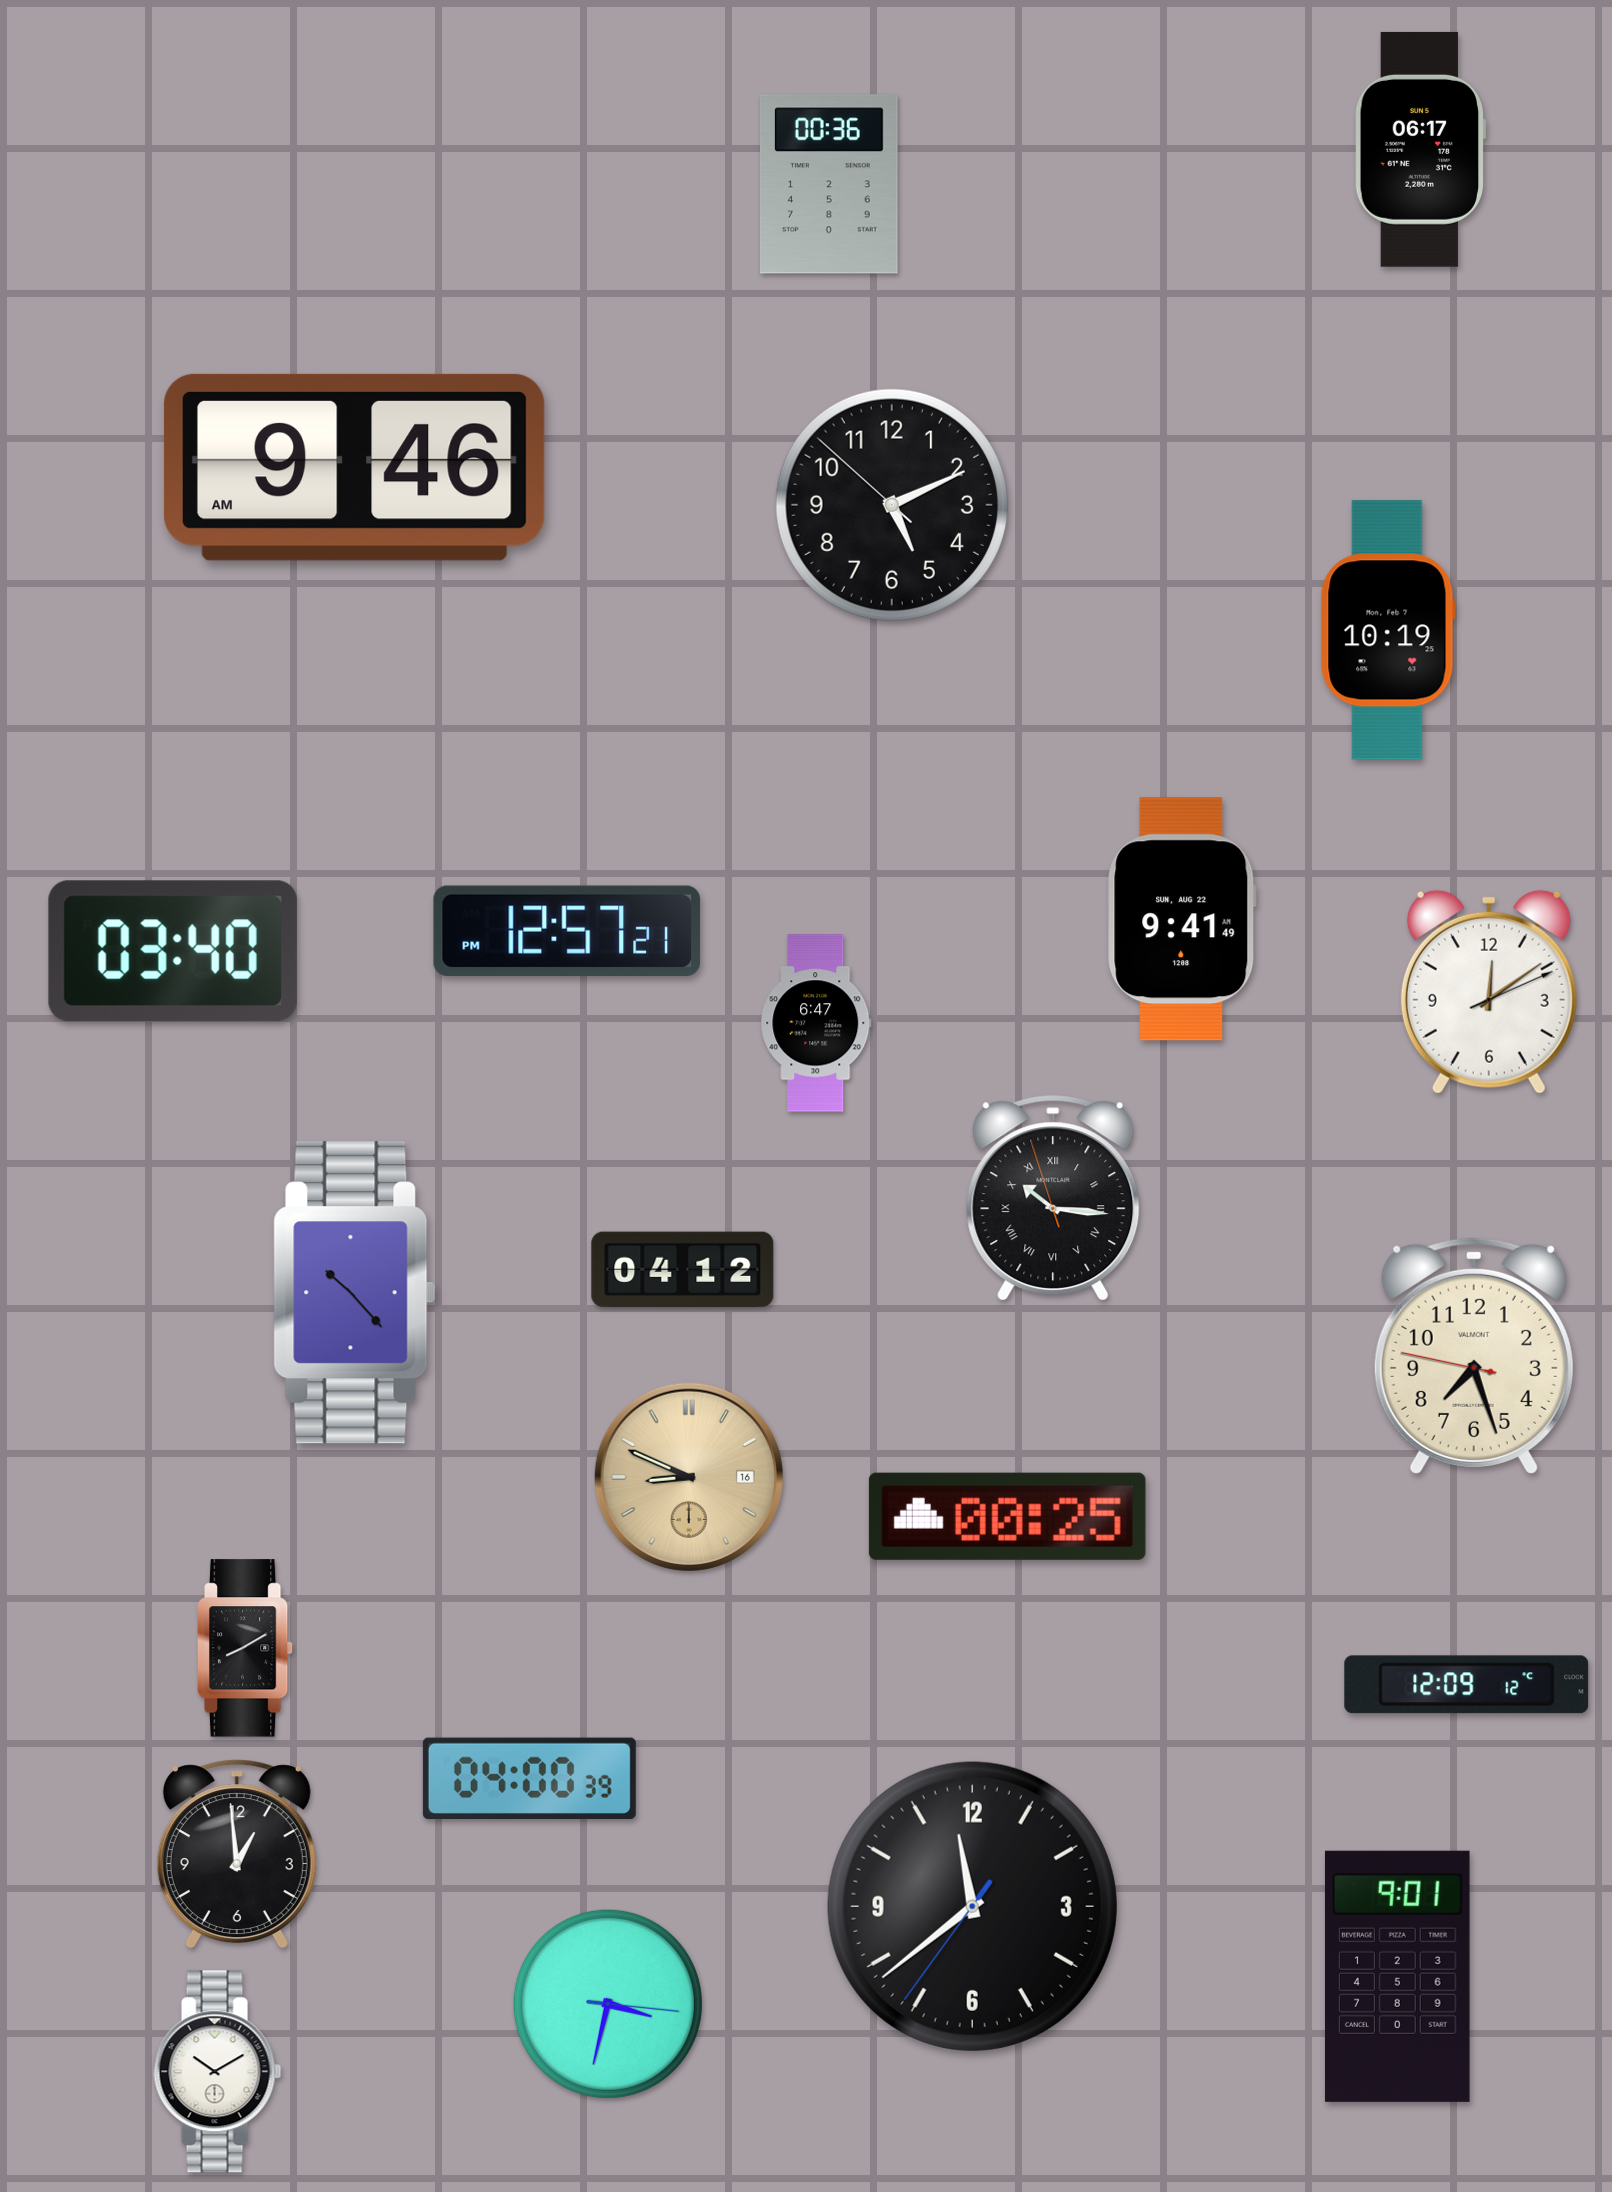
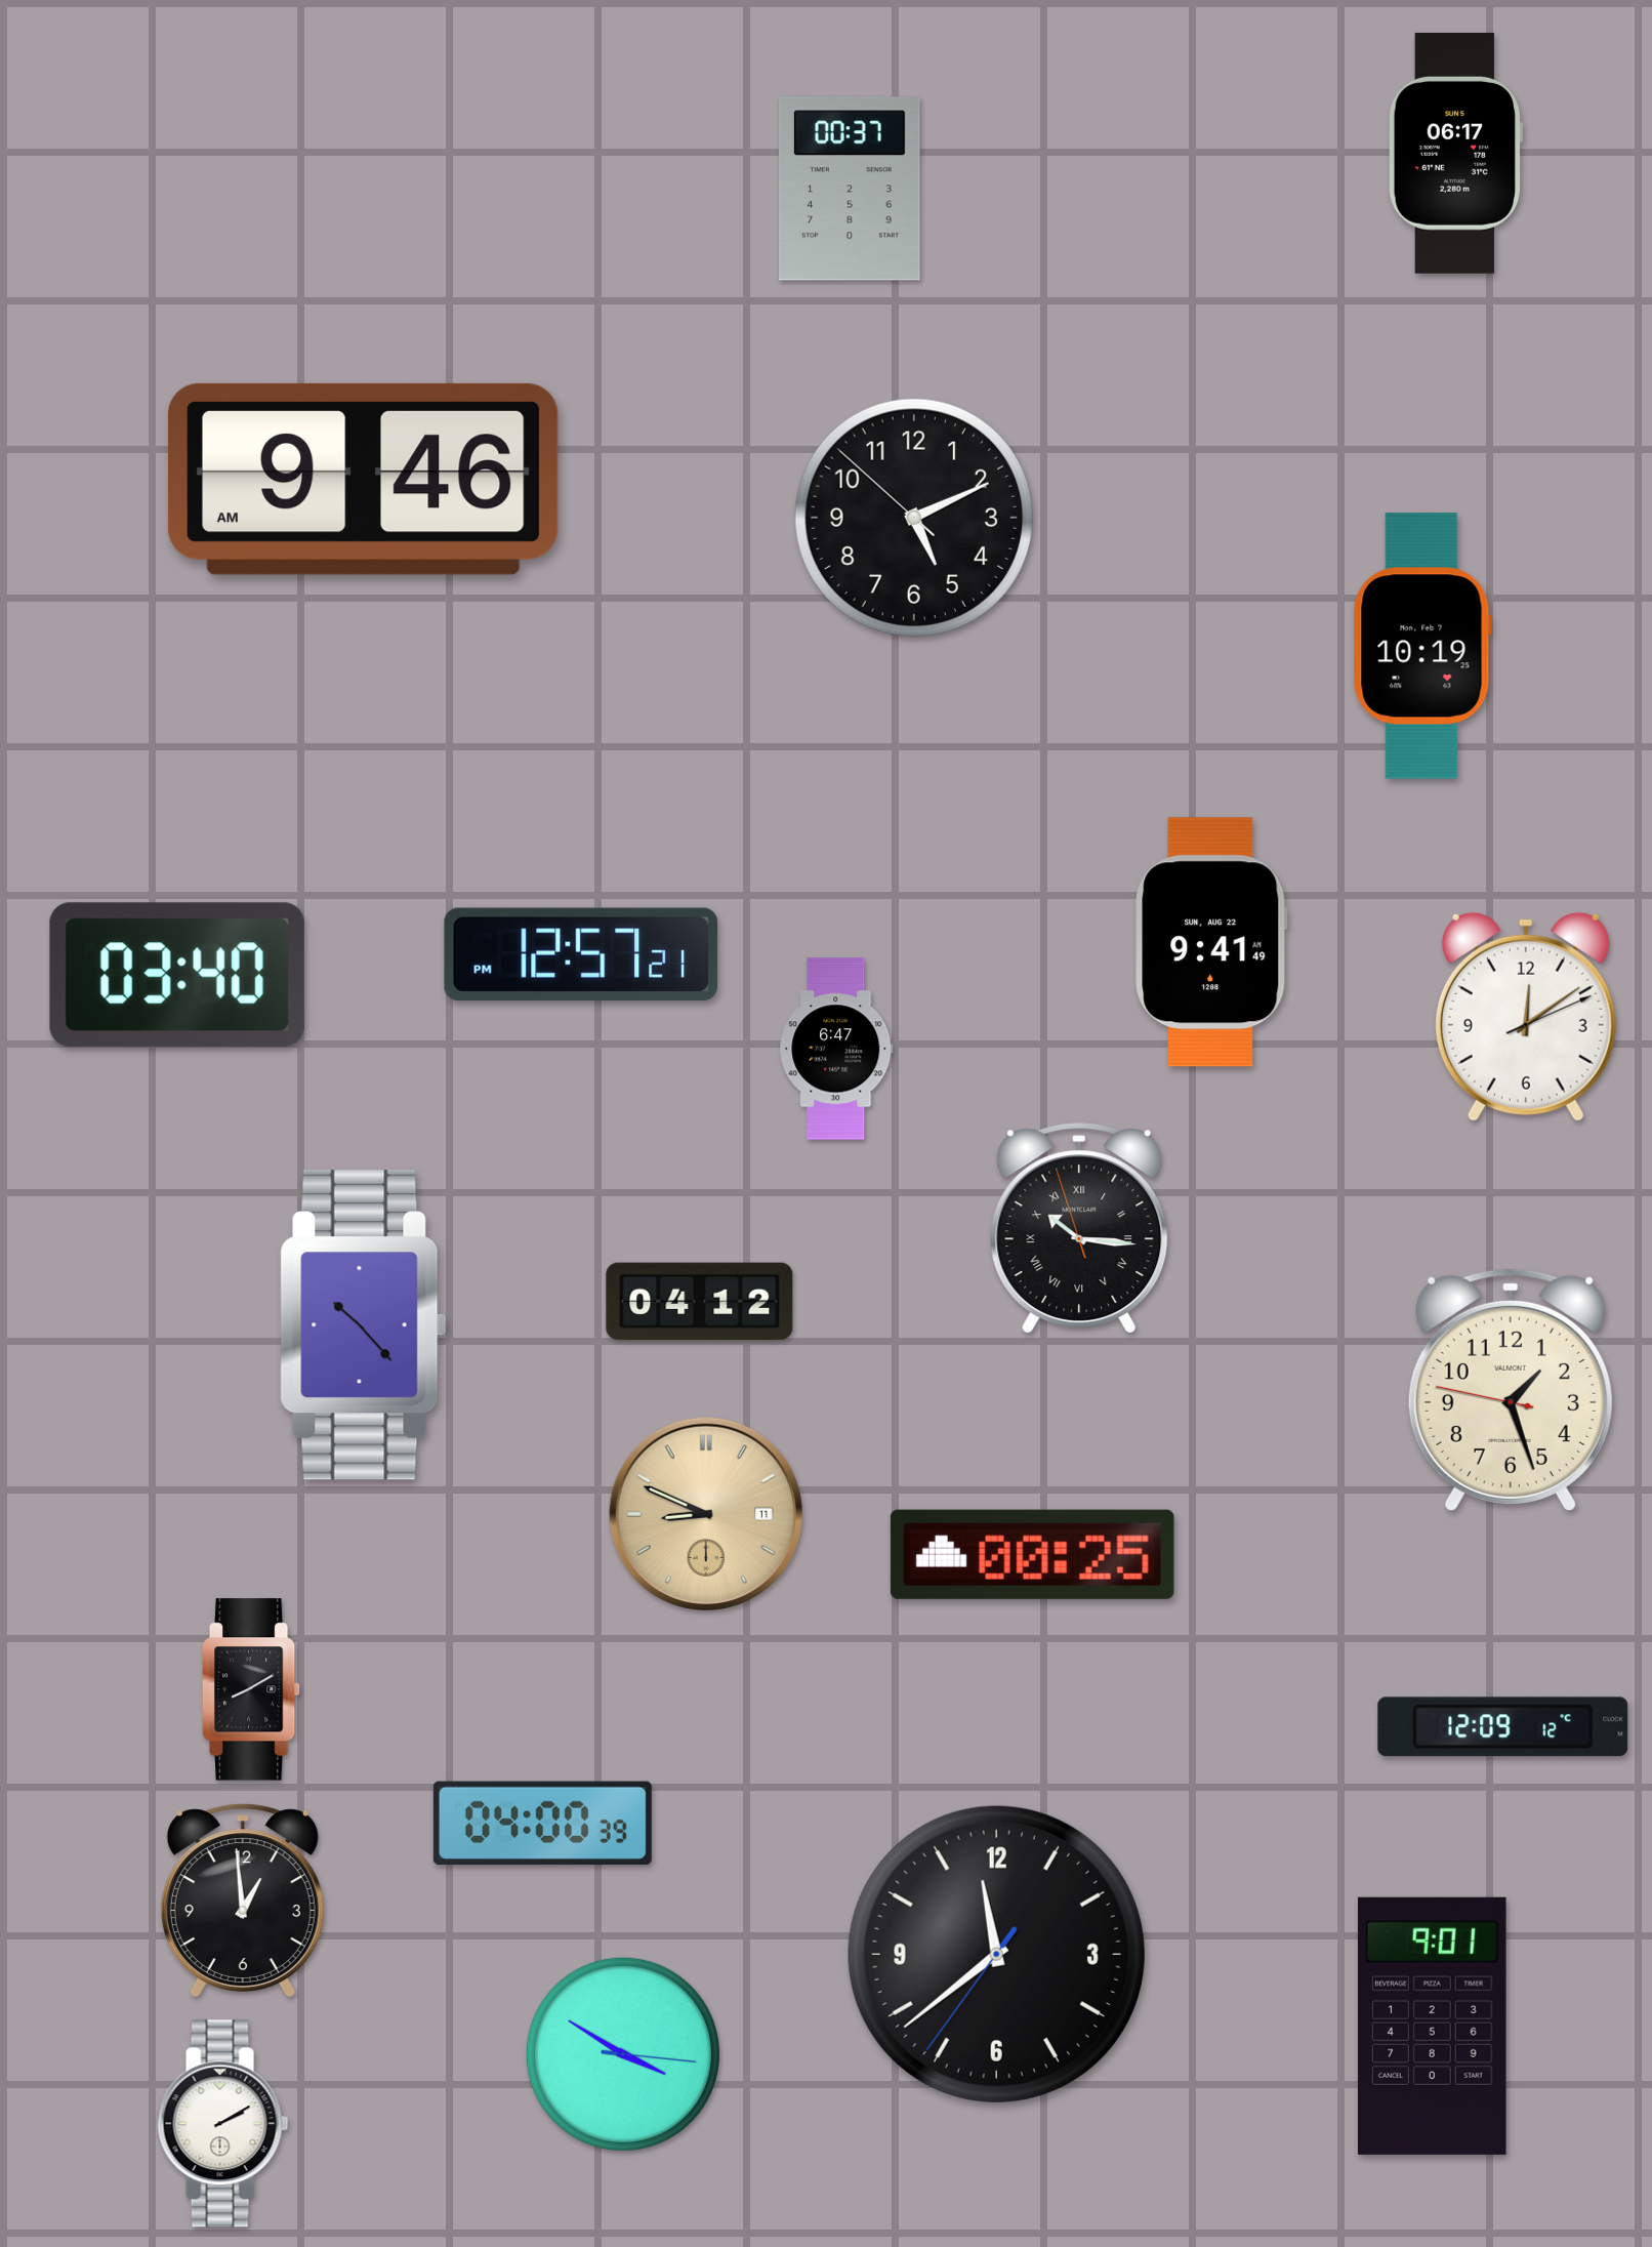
clock at (829, 184): 00:36 -> 00:37
clock at (1474, 1356): 7:26 -> 1:26
clock at (689, 1477) date: 16 -> 11
clock at (608, 2004): 3:32 -> 3:50
clock at (218, 2072): 10:10 -> 2:10
